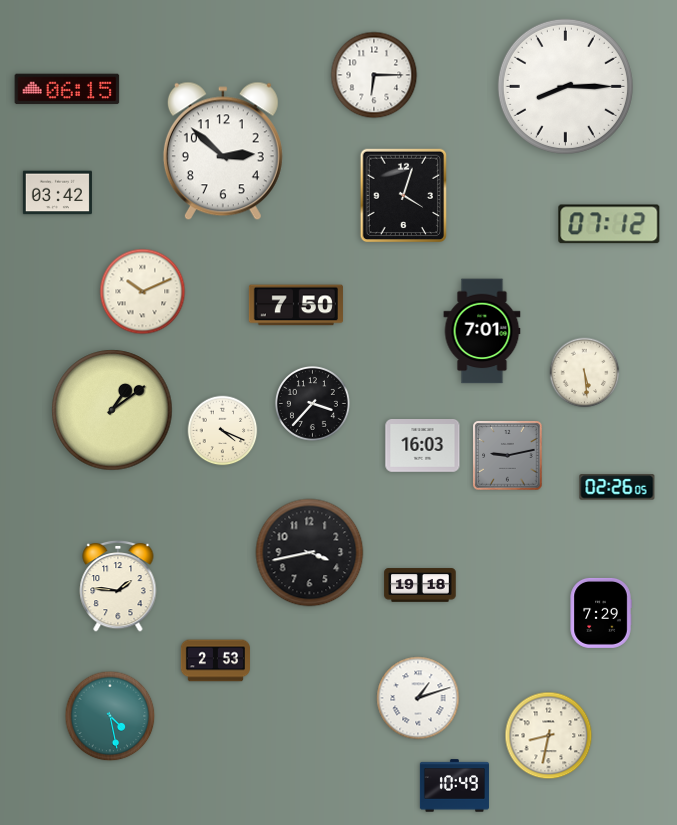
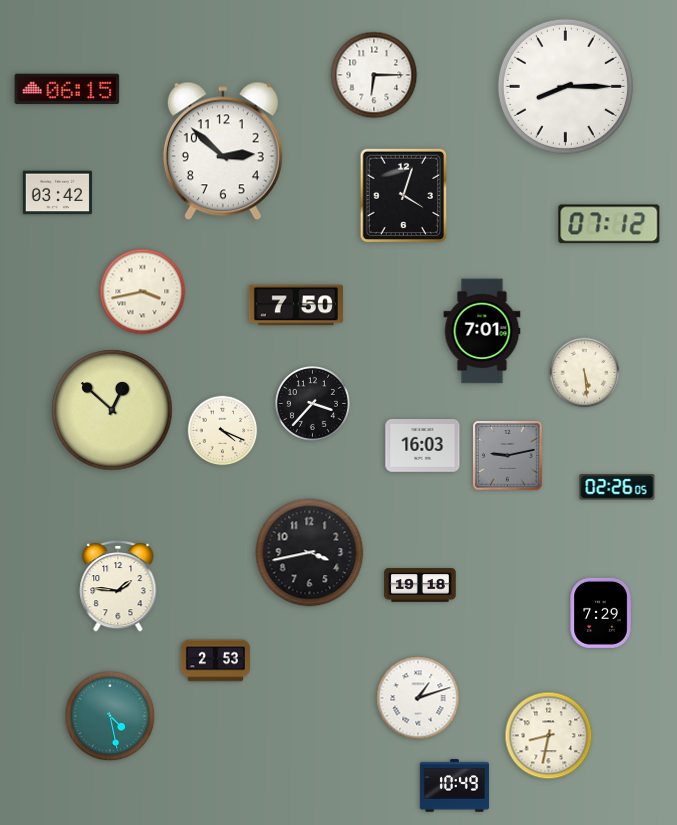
clock at (143, 292): 10:11 -> 3:43
clock at (112, 410): 1:09 -> 12:52
